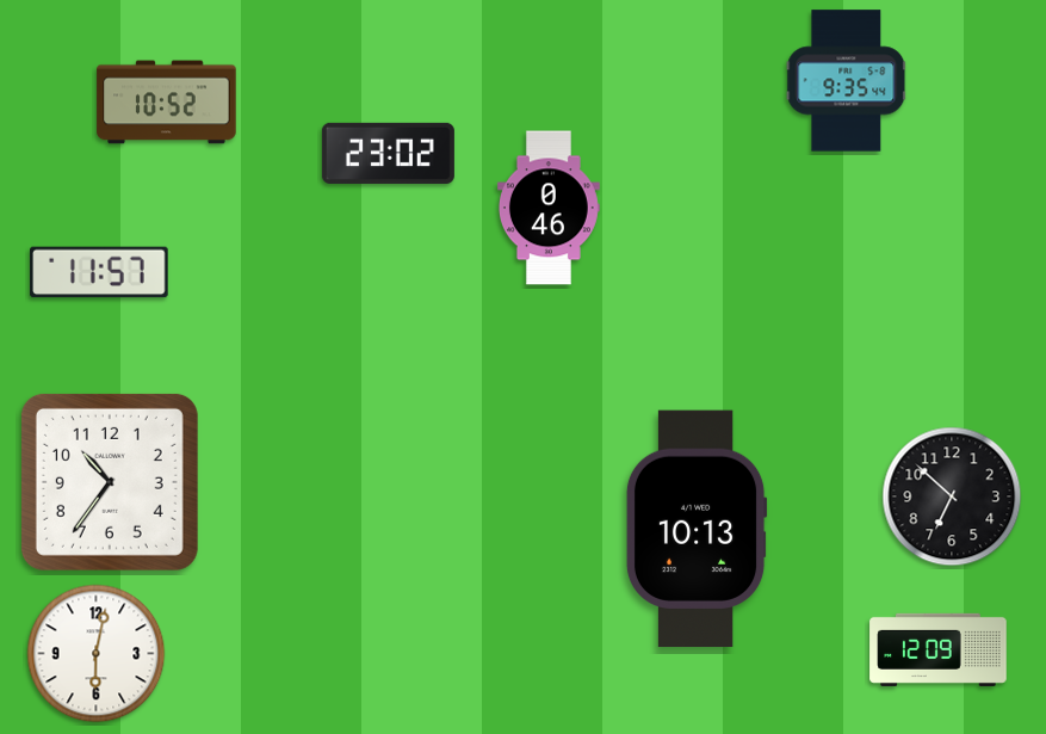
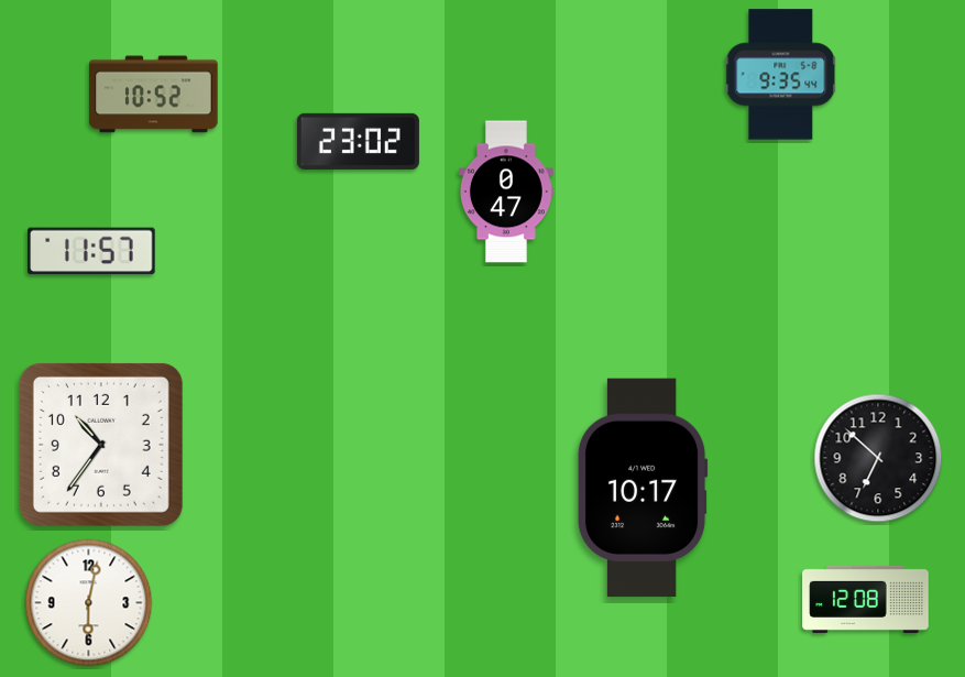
clock at (549, 208): 0:46 -> 0:47
clock at (697, 529): 10:13 -> 10:17
clock at (939, 649): 12:09 -> 12:08
